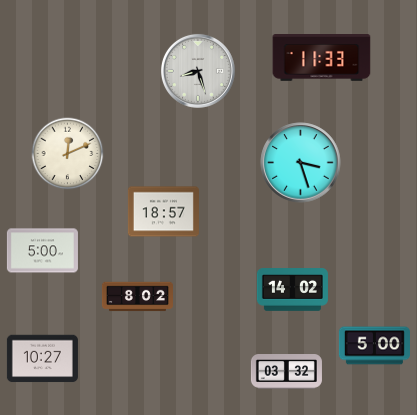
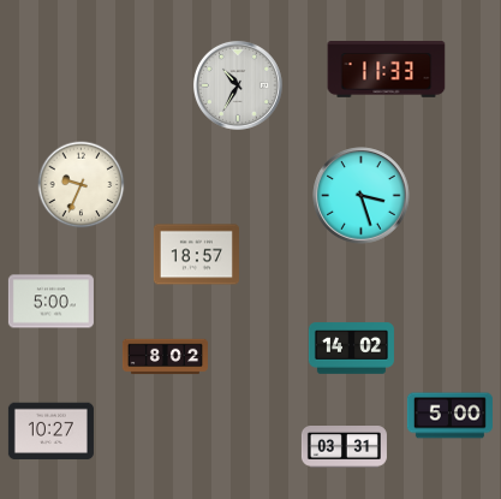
clock at (198, 71): 8:27 -> 10:35
clock at (68, 154): 12:11 -> 9:34
clock at (286, 372): 03:32 -> 03:31
